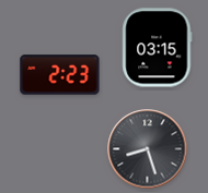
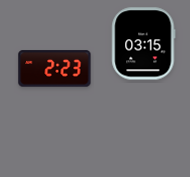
clock at (148, 149): 8:27 -> none
